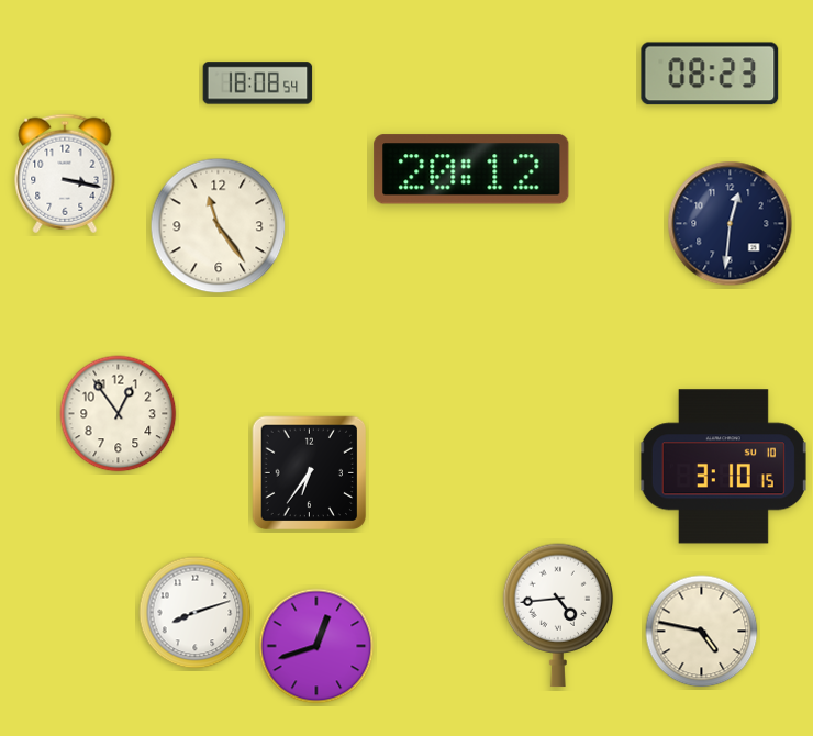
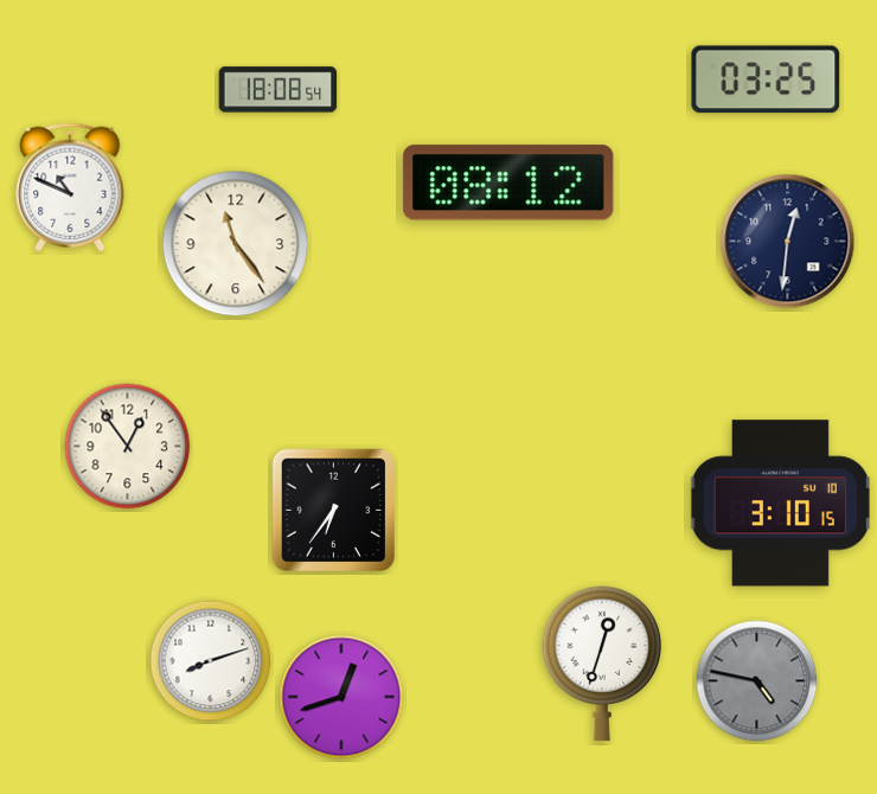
clock at (710, 74): 08:23 -> 03:25
clock at (471, 169): 20:12 -> 08:12
clock at (65, 174): 3:17 -> 10:49
clock at (558, 615): 4:44 -> 12:33
clock at (702, 632) dial: cream -> grey
